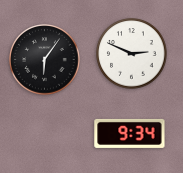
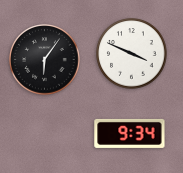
clock at (132, 54): 2:49 -> 3:49
